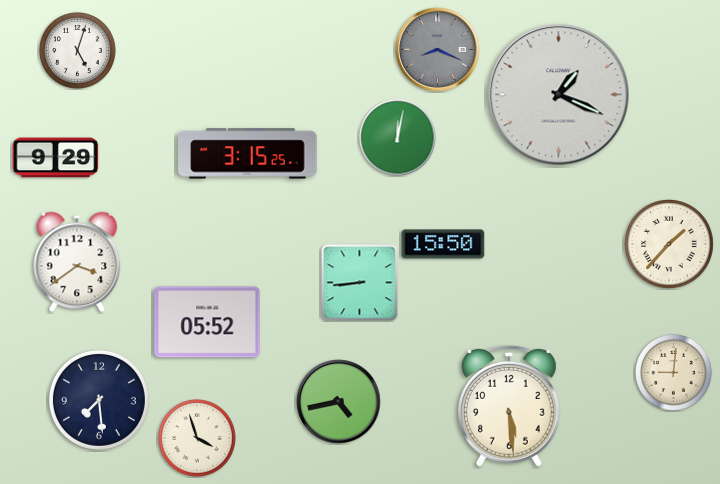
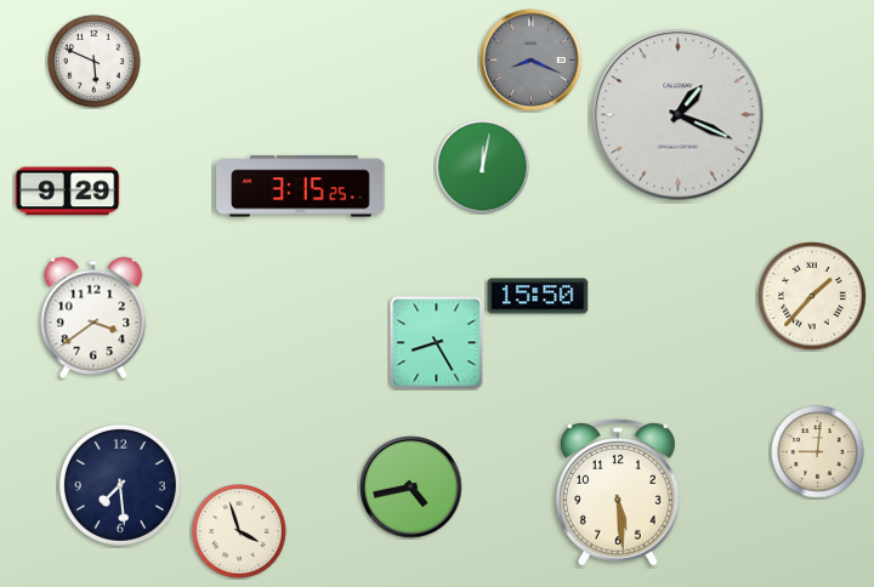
clock at (78, 51): 5:03 -> 5:49
clock at (360, 283): 8:44 -> 8:25
clock at (207, 322): 05:52 -> none
